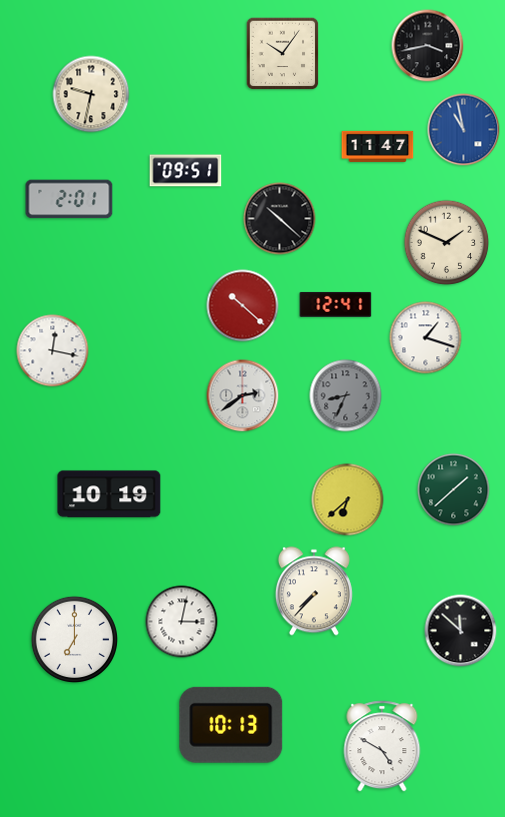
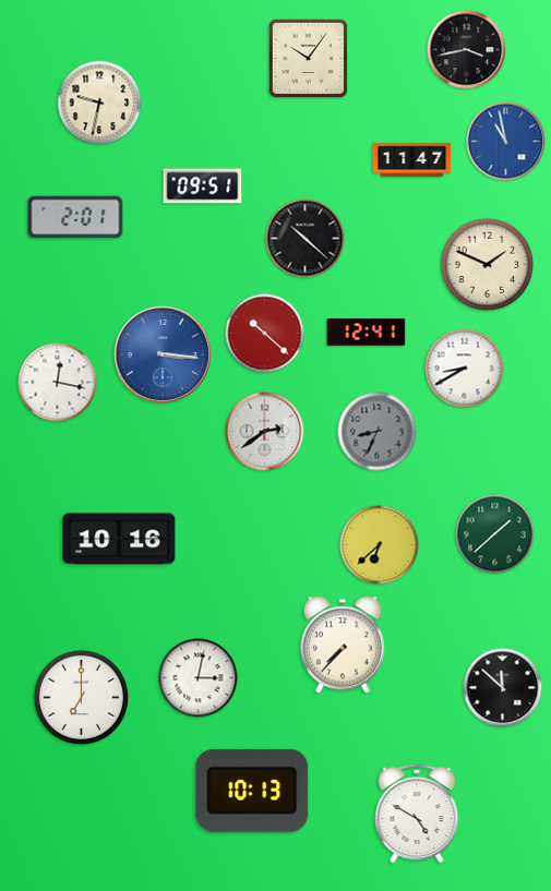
clock at (163, 354): none -> 3:16
clock at (426, 338): 1:18 -> 8:40
clock at (109, 494): 10:19 -> 10:16
